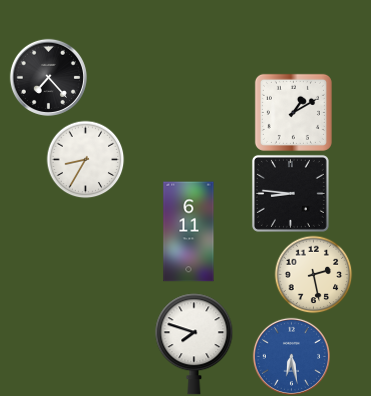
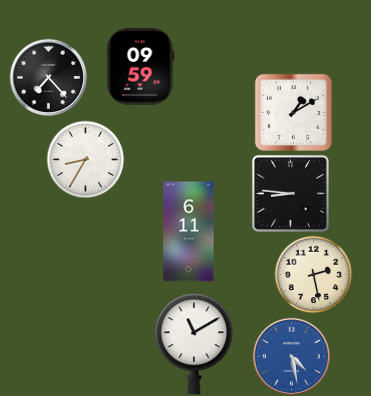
clock at (141, 67): none -> 09:59
clock at (194, 344): 7:48 -> 11:10
clock at (291, 356): 6:28 -> 4:28
